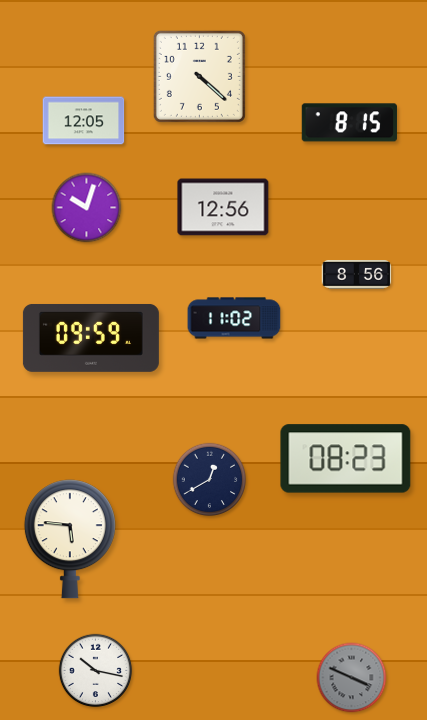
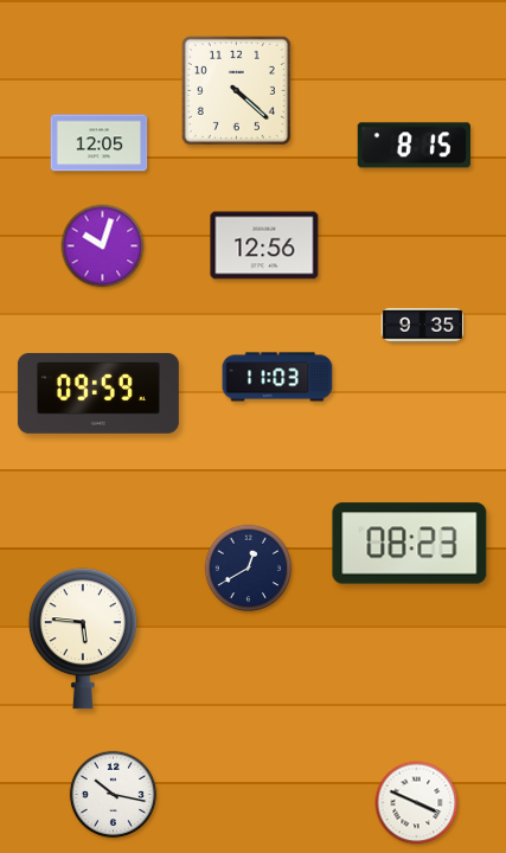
clock at (357, 275): 8:56 -> 9:35
clock at (234, 318): 11:02 -> 11:03
clock at (91, 338) position: (91, 338) -> (98, 393)
clock at (352, 678) dial: grey -> white
